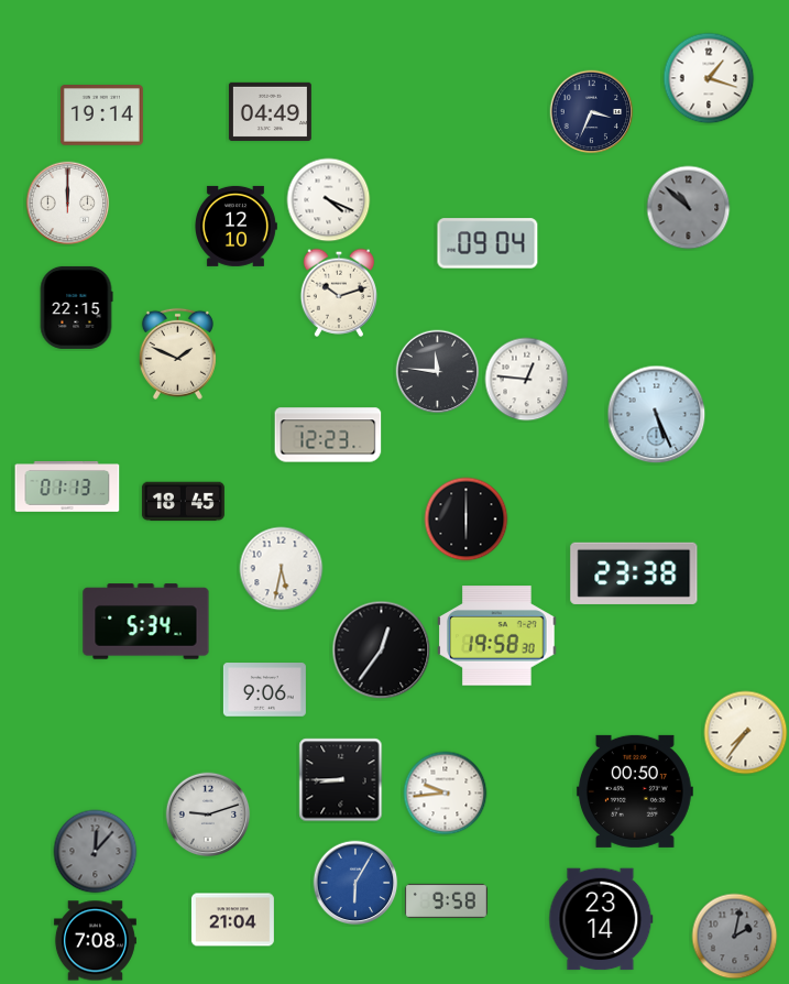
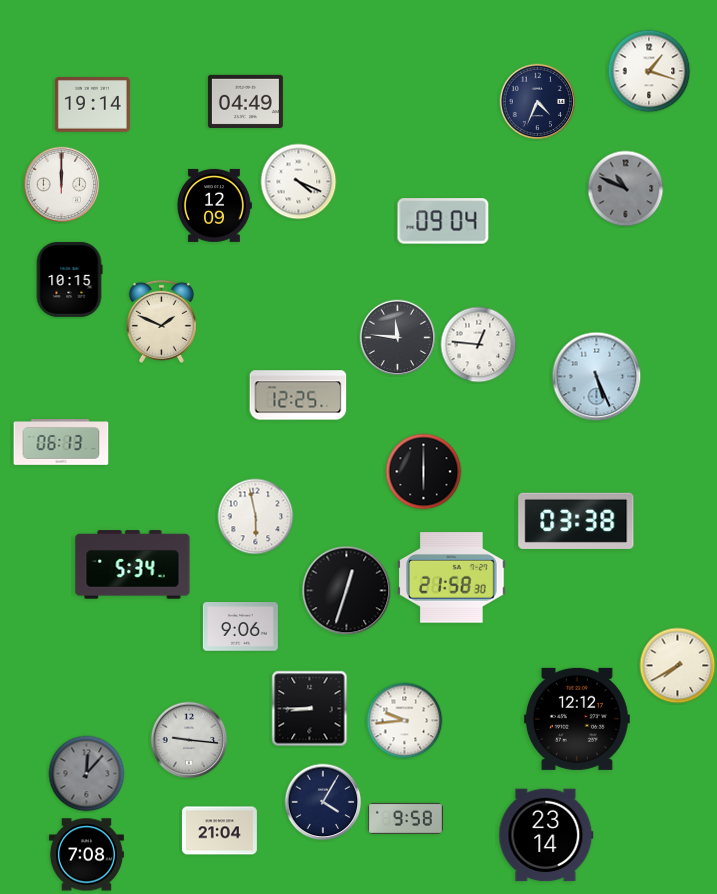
clock at (709, 78) position: (709, 78) -> (649, 71)
clock at (592, 112): 3:34 -> 4:34
clock at (689, 208): 10:52 -> 10:49
clock at (237, 226): 12:10 -> 12:09
clock at (338, 293): 10:12 -> none
clock at (76, 307): 22:15 -> 10:15
clock at (328, 435): 12:23 -> 12:25
clock at (67, 488): 01:13 -> 06:13
clock at (183, 502): 18:45 -> none
clock at (282, 569): 5:32 -> 5:58
clock at (634, 573): 23:38 -> 03:38
clock at (497, 636): 19:58 -> 21:58
clock at (382, 650): 12:36 -> 12:33
clock at (746, 733): 7:36 -> 7:40
clock at (635, 791): 00:50 -> 12:12
clock at (208, 814): 9:12 -> 9:16
clock at (355, 883): 6:05 -> 4:05
clock at (355, 883) dial: blue -> navy
clock at (232, 920) position: (232, 920) -> (219, 831)
clock at (735, 937): 2:02 -> none
